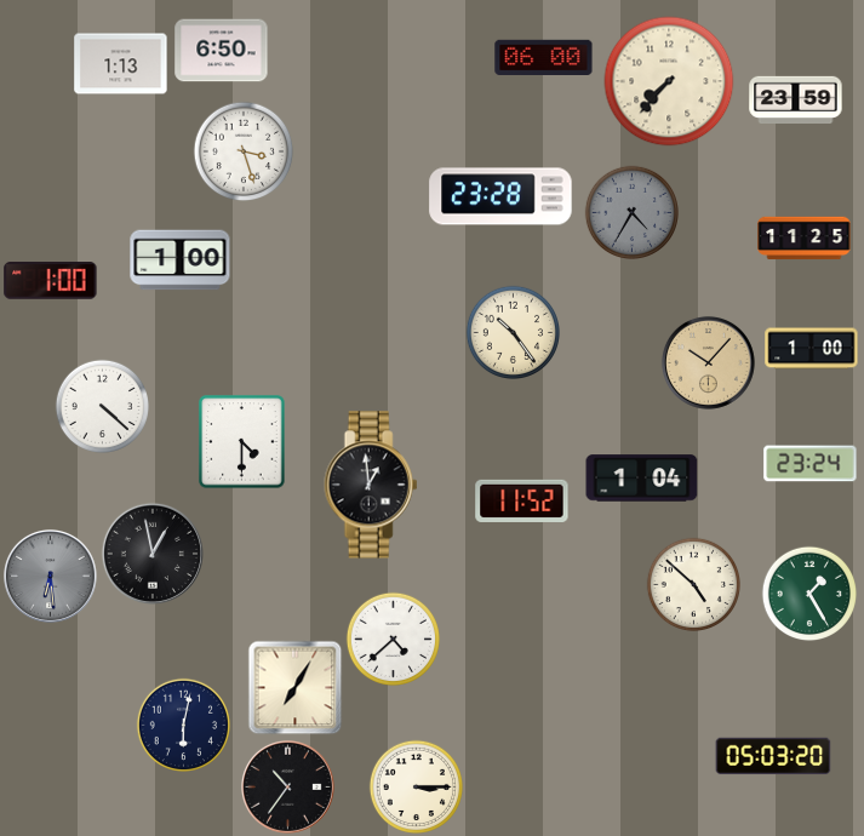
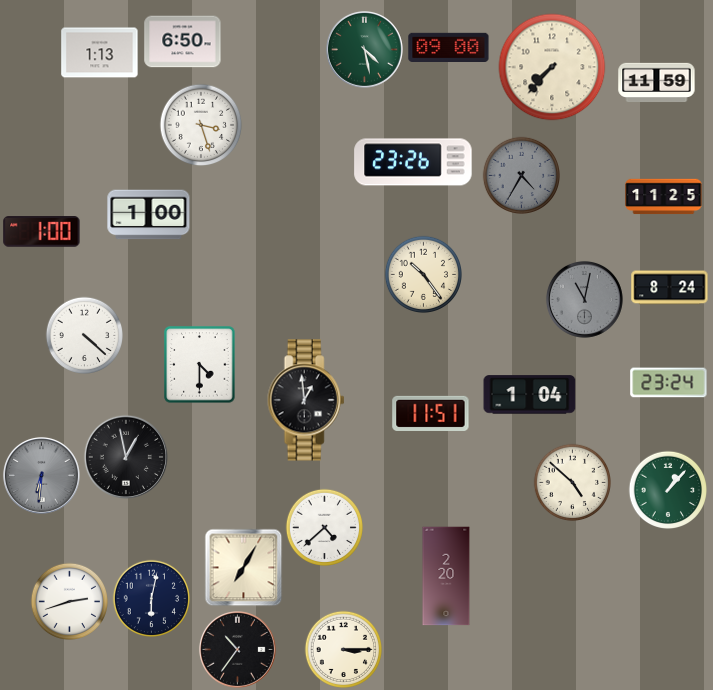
clock at (544, 58): 06:00 -> 09:00
clock at (364, 49): none -> 4:28
clock at (796, 101): 23:59 -> 11:59
clock at (500, 196): 23:28 -> 23:26
clock at (812, 349): 1:00 -> 8:24
clock at (708, 362): 10:07 -> 11:02
clock at (708, 362) dial: champagne -> grey
clock at (522, 500): 11:52 -> 11:51
clock at (50, 576): 6:29 -> 6:31
clock at (809, 594): 1:25 -> 1:07
clock at (446, 576): none -> 2:20
clock at (69, 601): none -> 2:42
clock at (773, 756): 05:03 -> none
